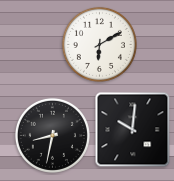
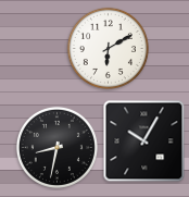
clock at (133, 130): 10:01 -> 10:05
